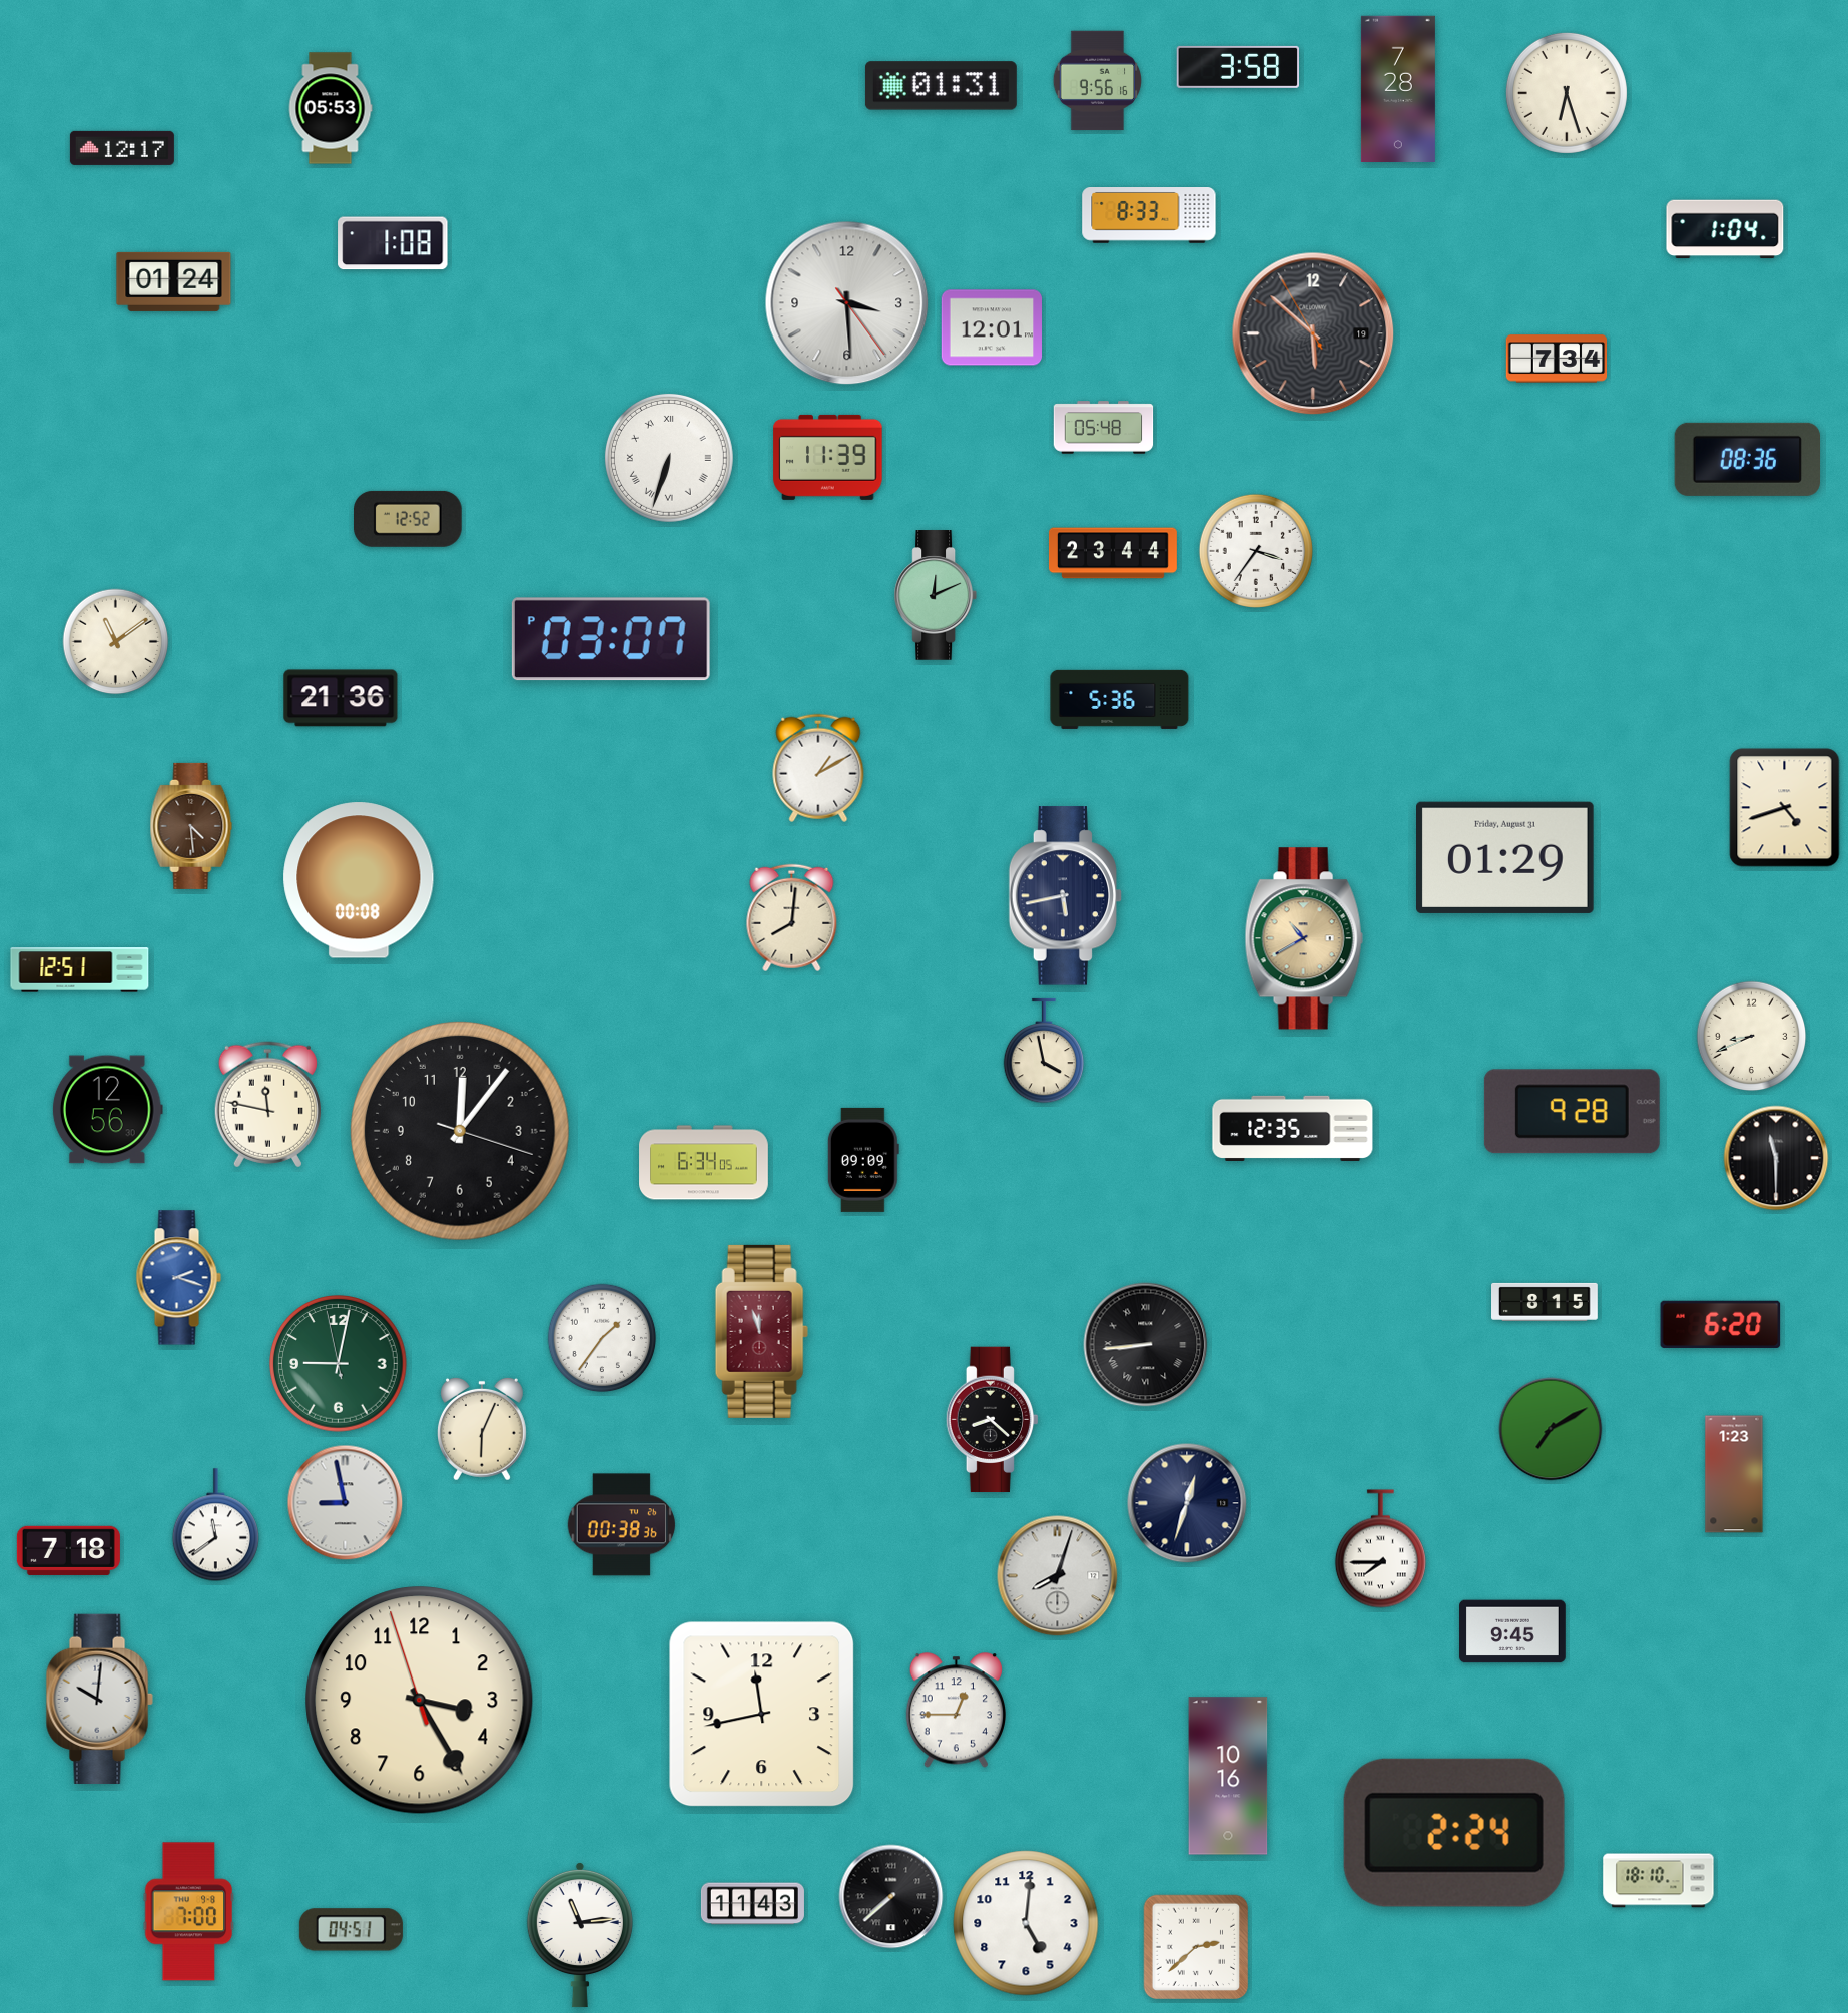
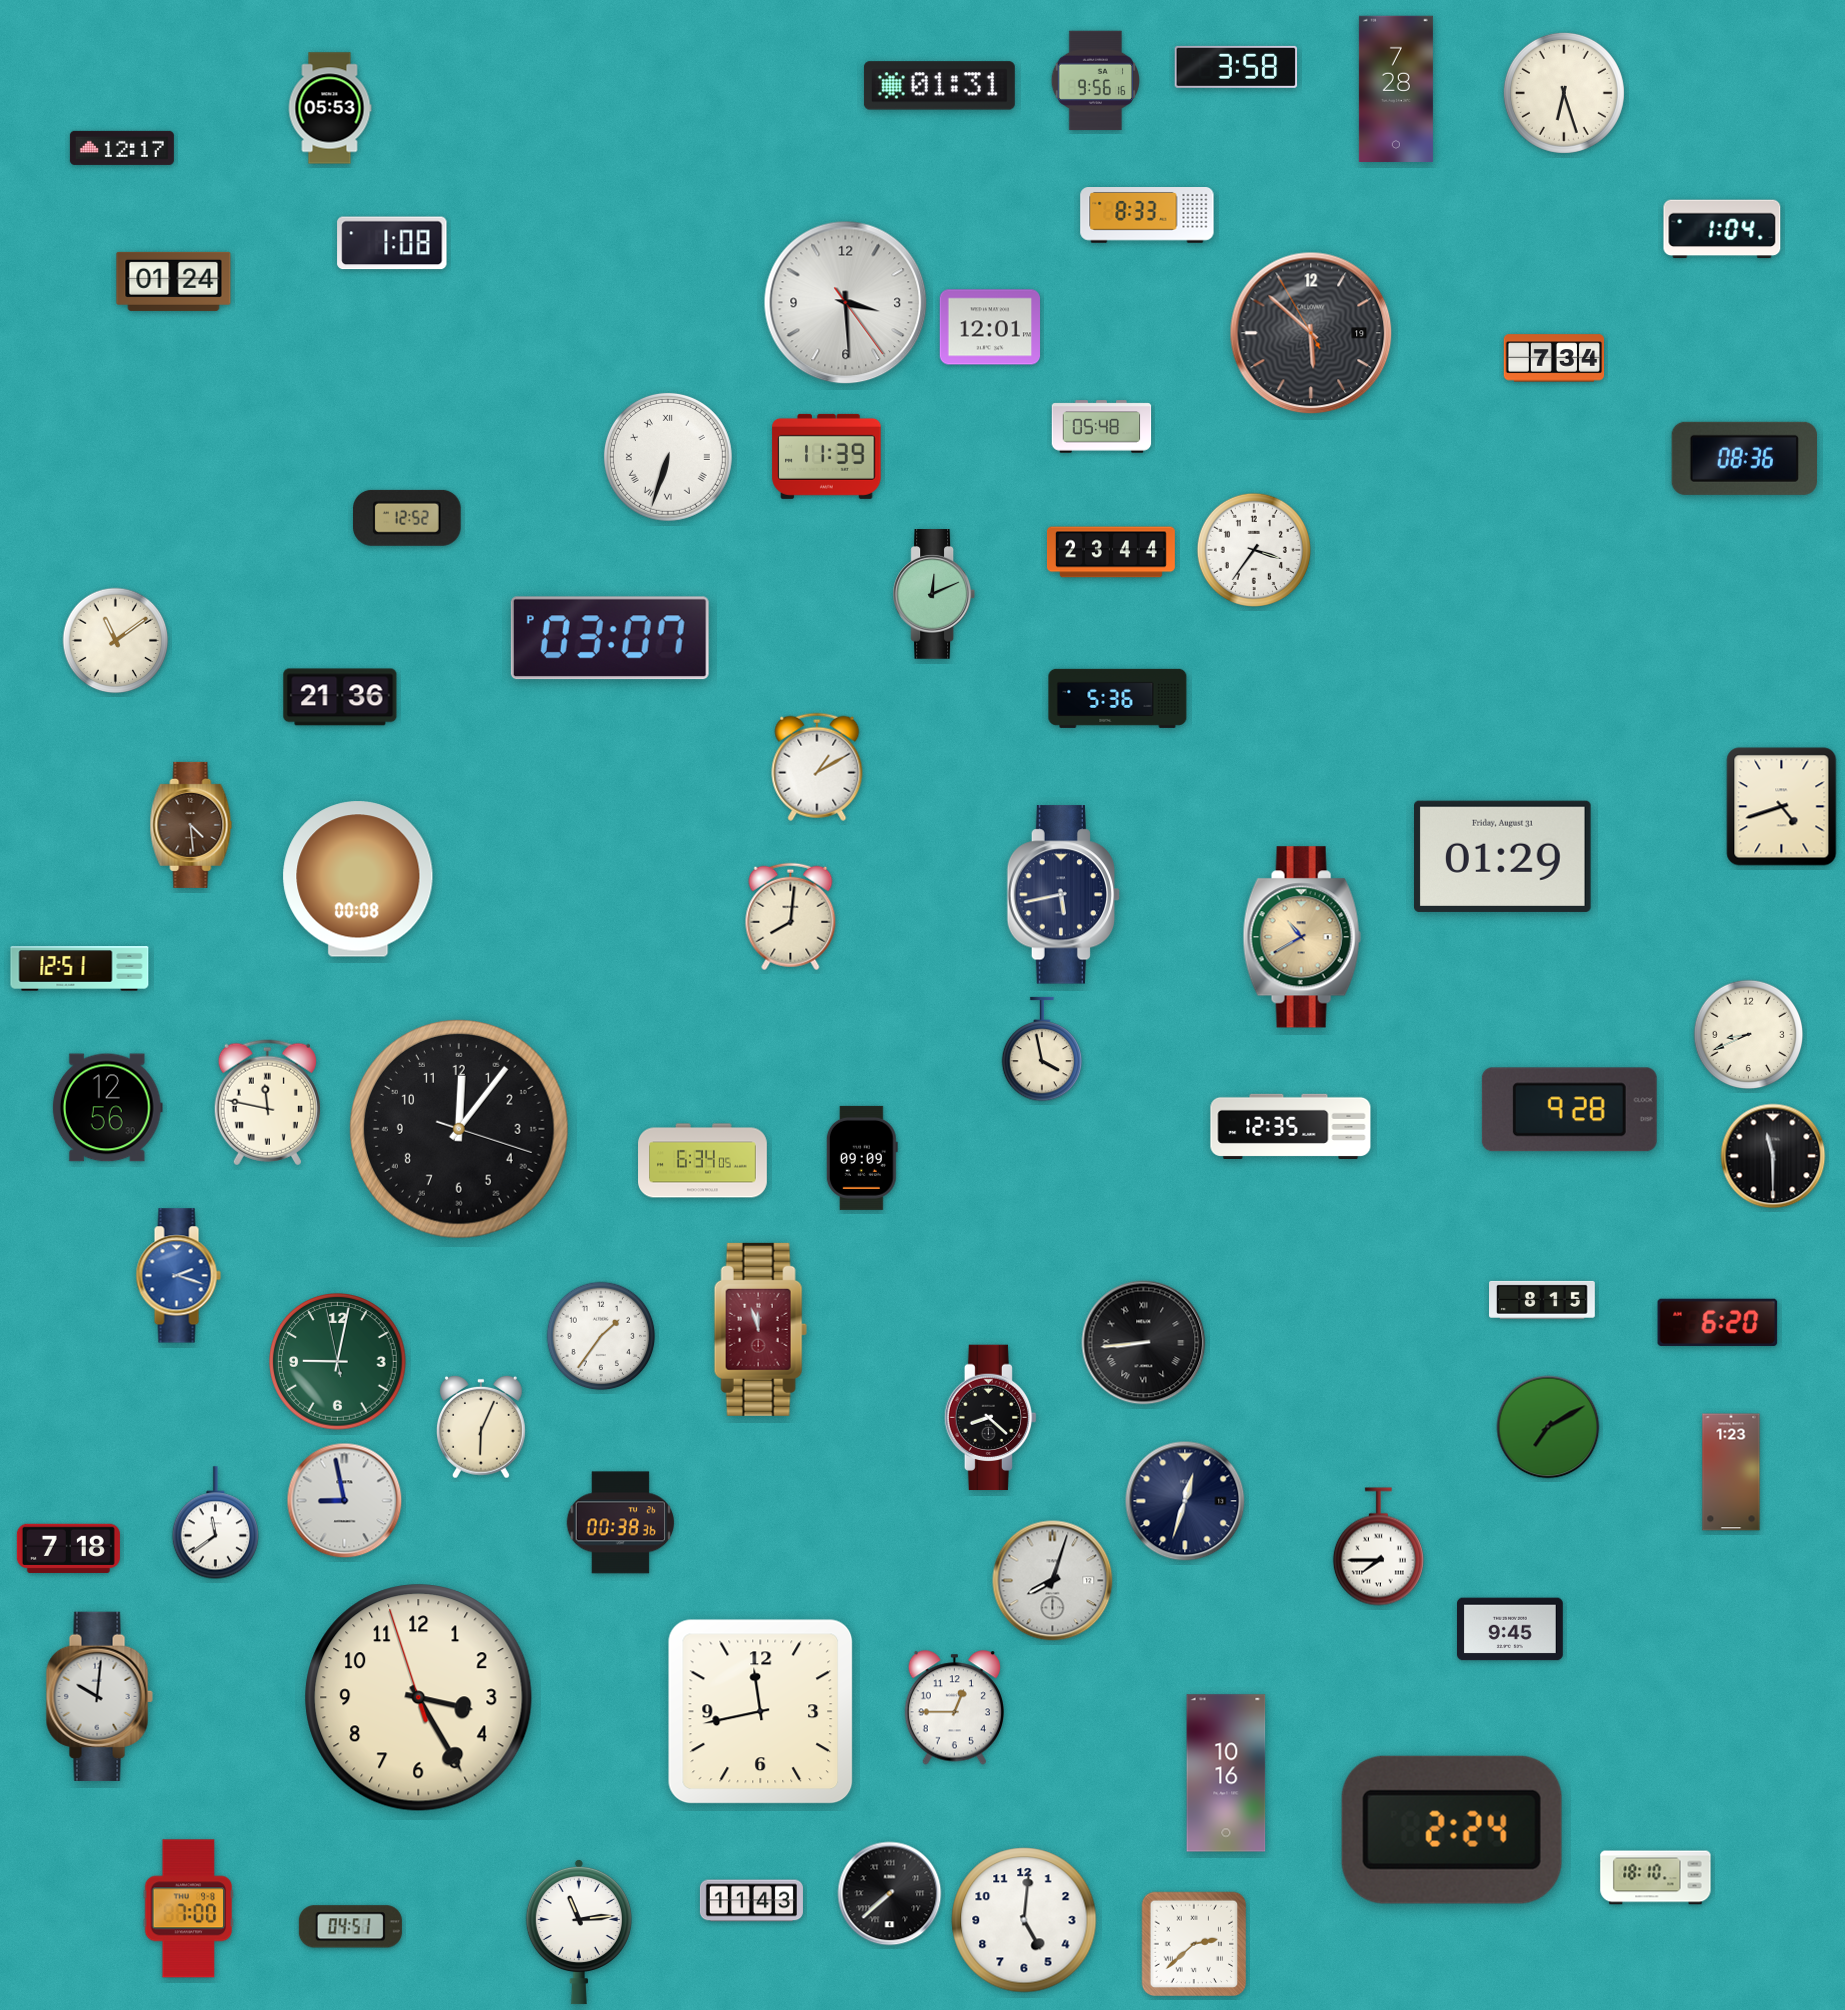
clock at (1058, 1576) position: (1058, 1576) -> (1053, 1581)
